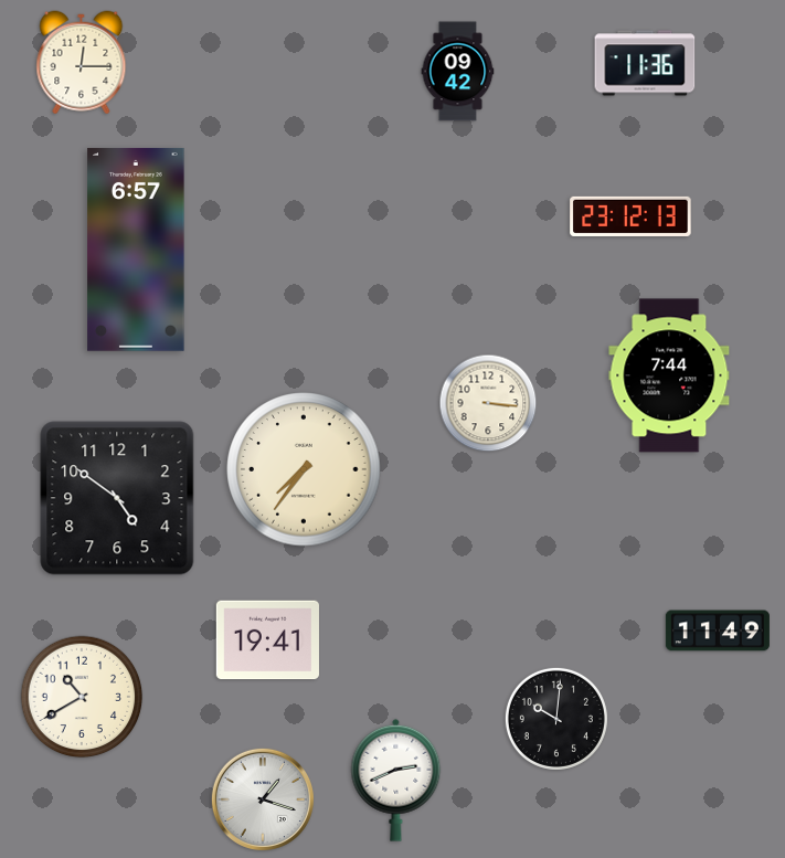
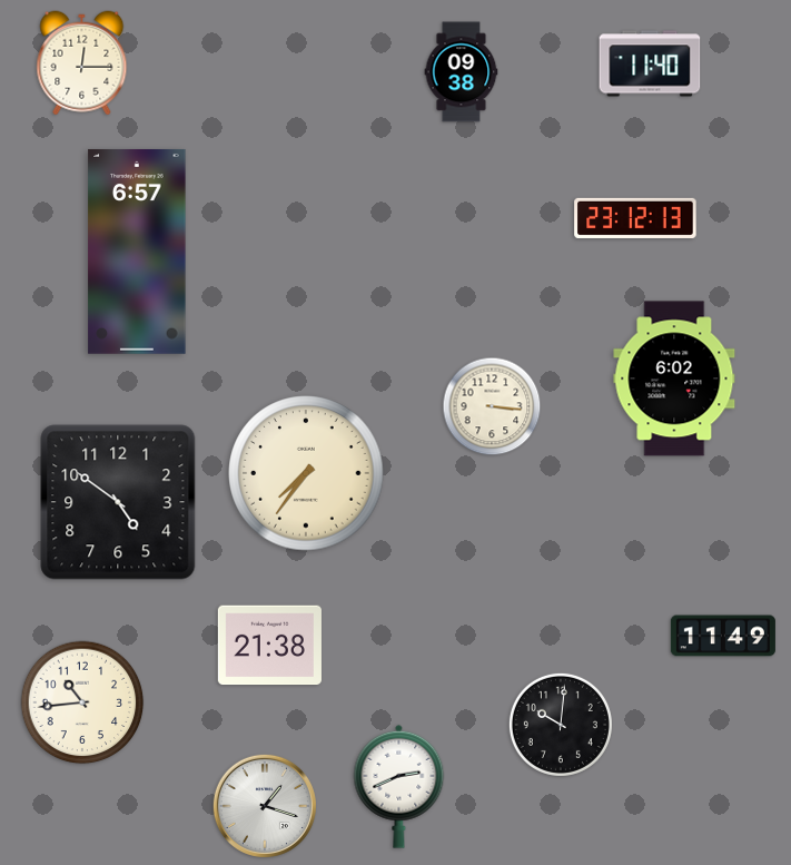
clock at (645, 63): 11:36 -> 11:40
clock at (458, 72): 09:42 -> 09:38
clock at (669, 375): 7:44 -> 6:02
clock at (267, 640): 19:41 -> 21:38
clock at (82, 697): 10:40 -> 10:44
